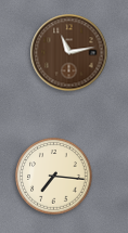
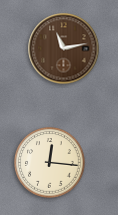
clock at (54, 177): 7:16 -> 12:16
